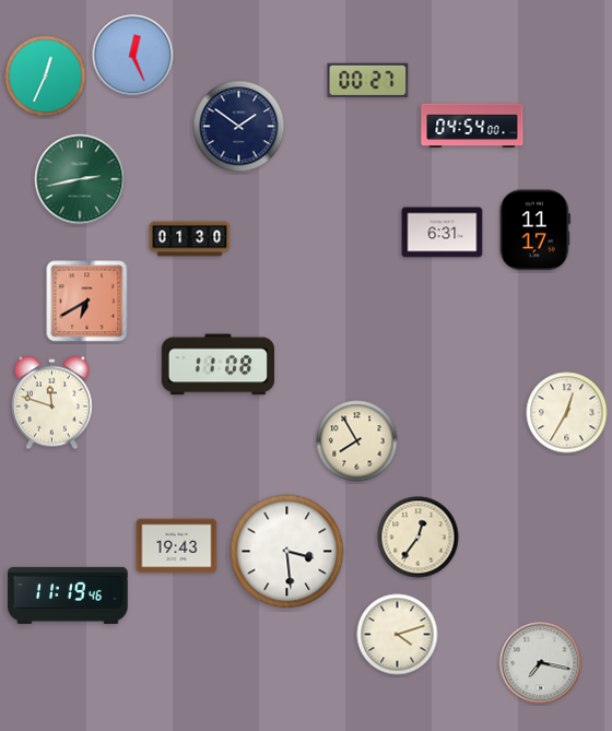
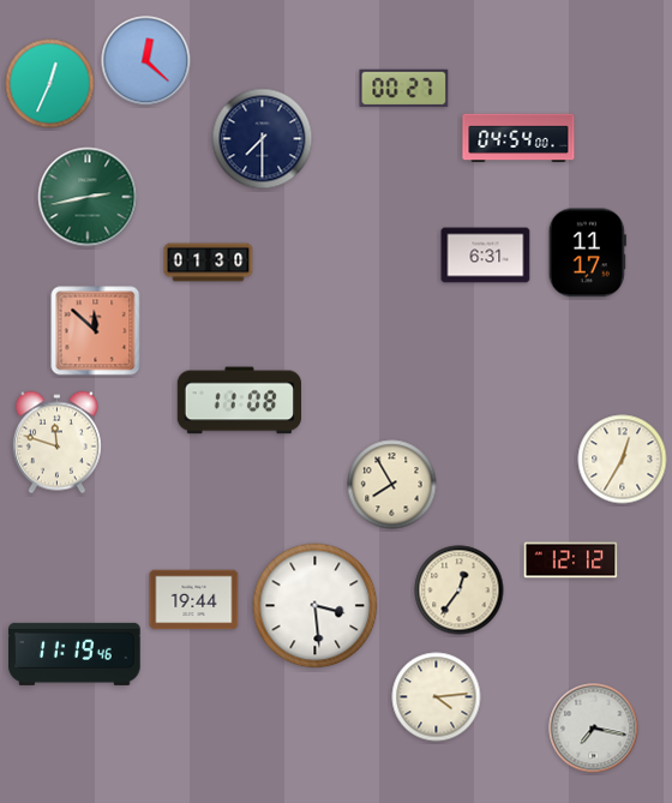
clock at (133, 56): 12:26 -> 12:22
clock at (239, 127): 1:51 -> 7:30
clock at (87, 302): 6:40 -> 11:52
clock at (567, 413) position: (567, 413) -> (623, 460)
clock at (571, 561): none -> 12:12
clock at (177, 546): 19:43 -> 19:44
clock at (398, 635): 4:12 -> 4:14
